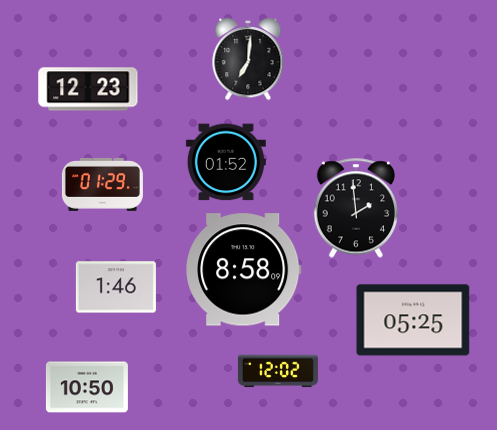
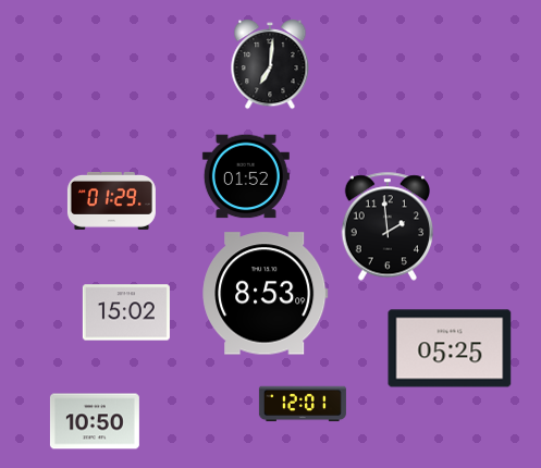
clock at (88, 89): 12:23 -> none
clock at (244, 270): 8:58 -> 8:53
clock at (116, 287): 1:46 -> 15:02
clock at (278, 371): 12:02 -> 12:01
